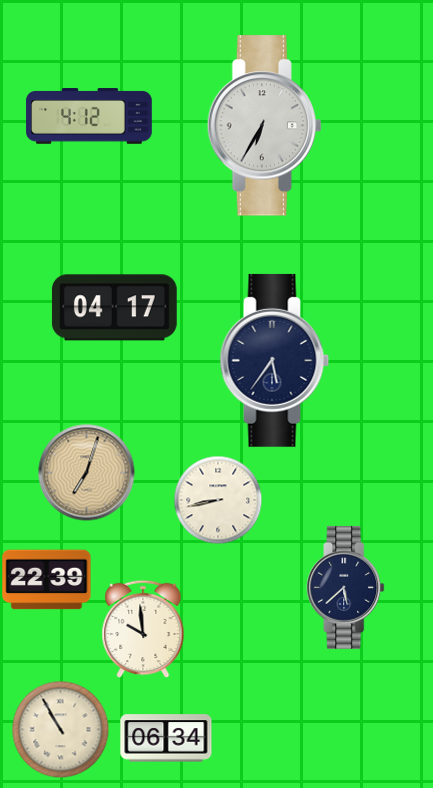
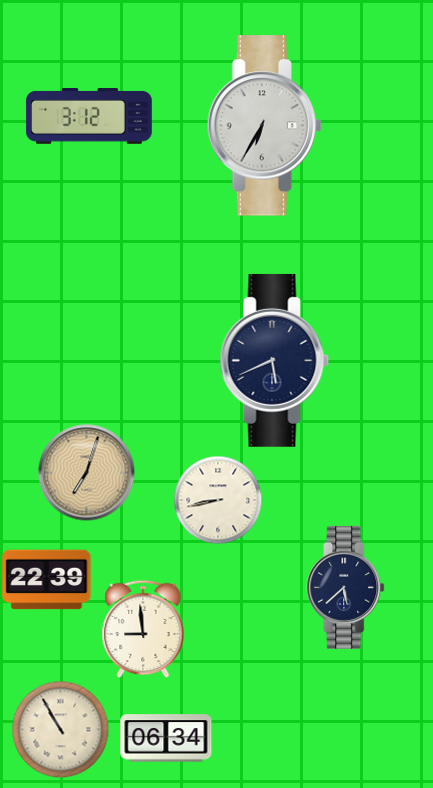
clock at (89, 116): 4:12 -> 3:12
clock at (114, 308): 04:17 -> none
clock at (275, 360): 5:36 -> 5:41
clock at (143, 629): 9:59 -> 8:59
